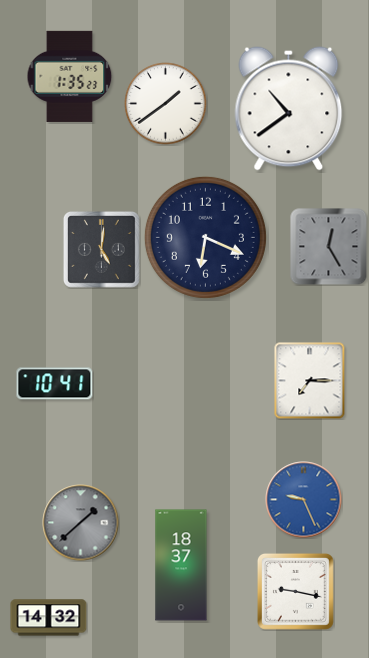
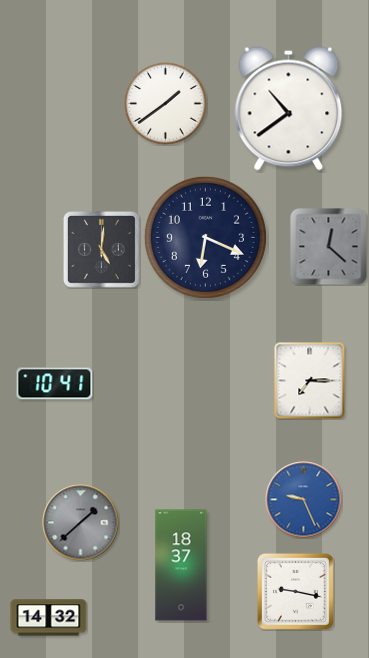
clock at (70, 76): 1:35 -> none
clock at (329, 247): 12:25 -> 12:22
